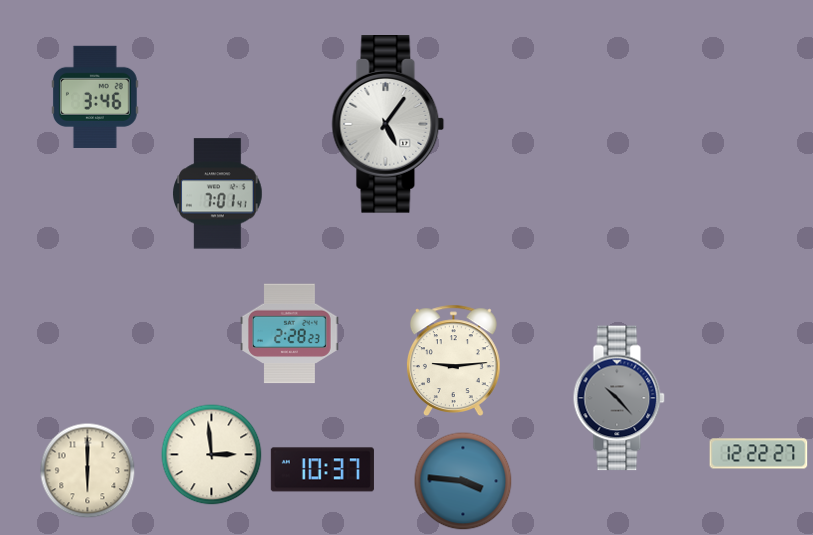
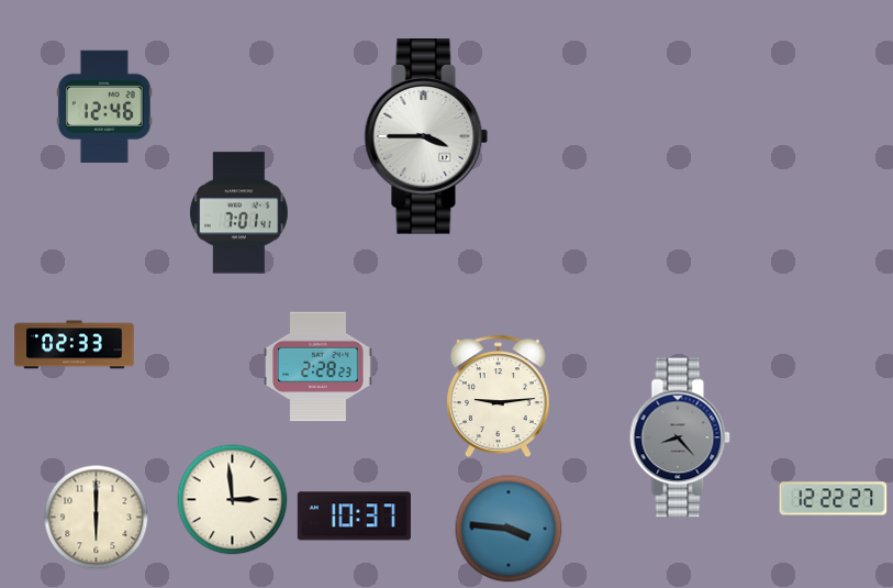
clock at (95, 97): 3:46 -> 12:46
clock at (388, 125): 5:06 -> 3:45
clock at (75, 345): none -> 02:33
clock at (619, 398): 10:23 -> 8:23
